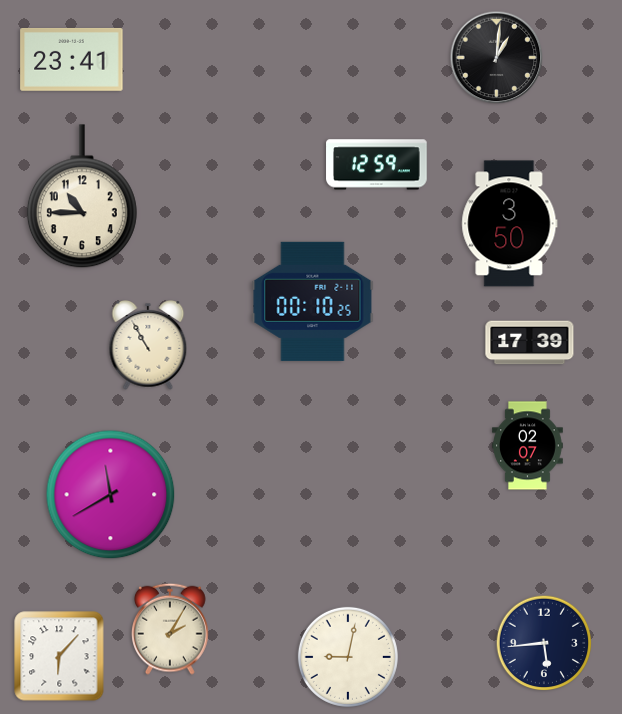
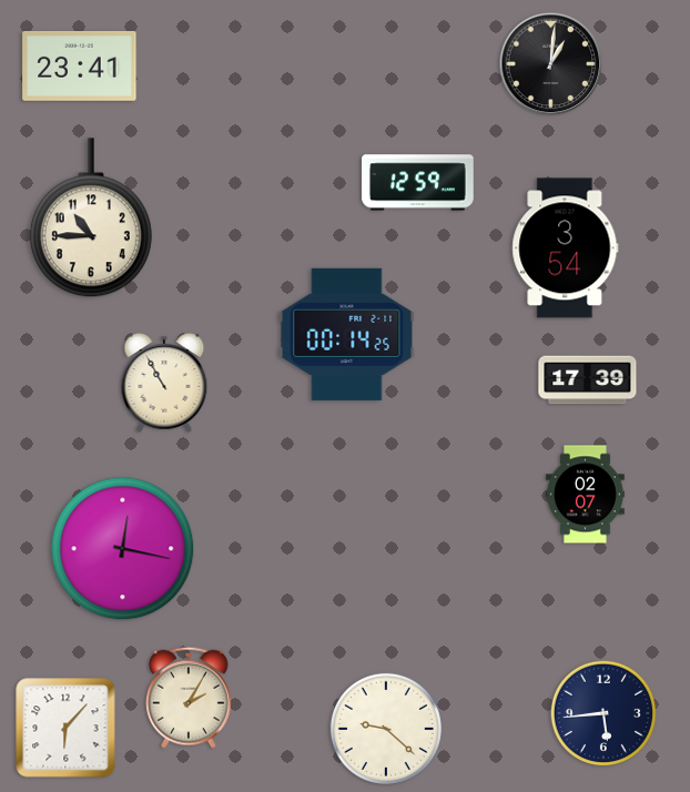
clock at (510, 224): 3:50 -> 3:54
clock at (313, 301): 00:10 -> 00:14
clock at (111, 495): 11:40 -> 12:17
clock at (348, 657): 9:02 -> 9:22
